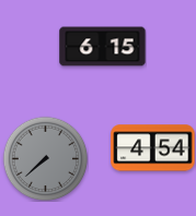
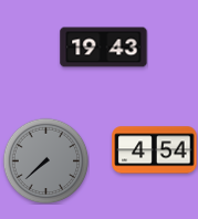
clock at (103, 47): 6:15 -> 19:43
